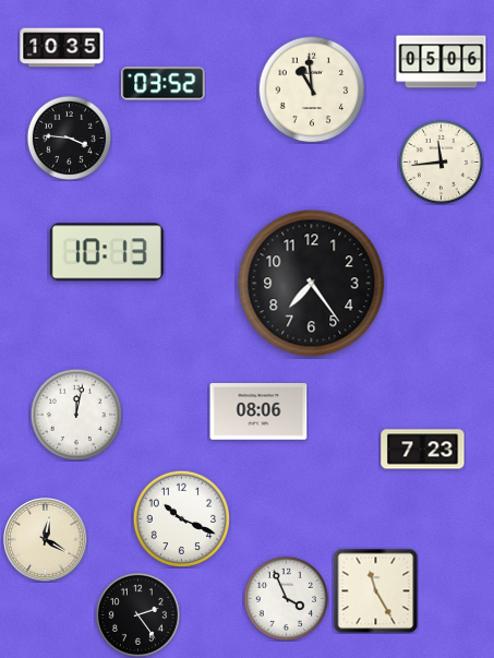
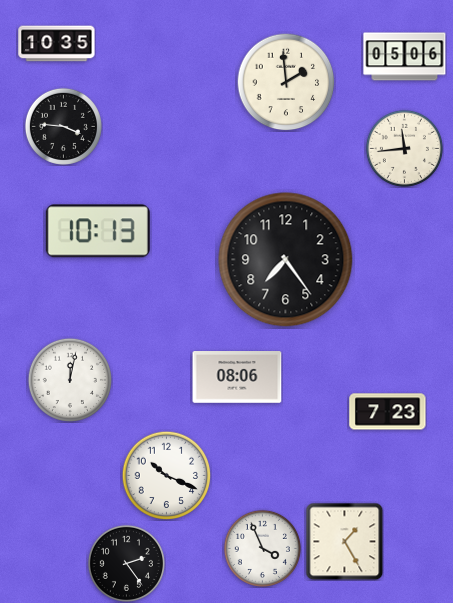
clock at (164, 84): 03:52 -> none
clock at (312, 89): 10:59 -> 1:59
clock at (46, 540): 12:20 -> none
clock at (375, 590): 11:25 -> 1:25
